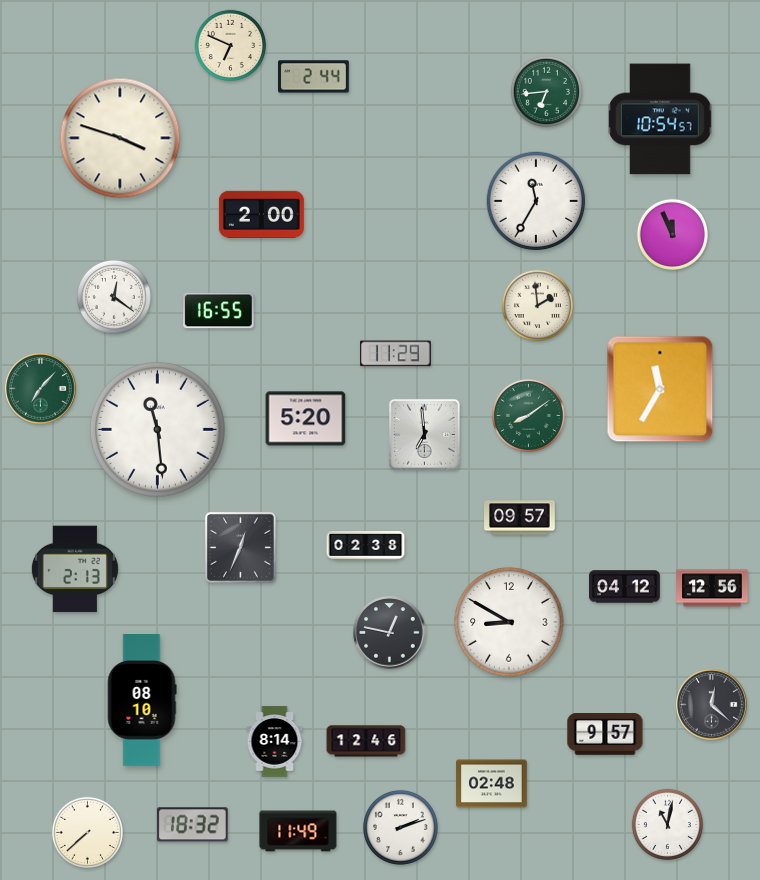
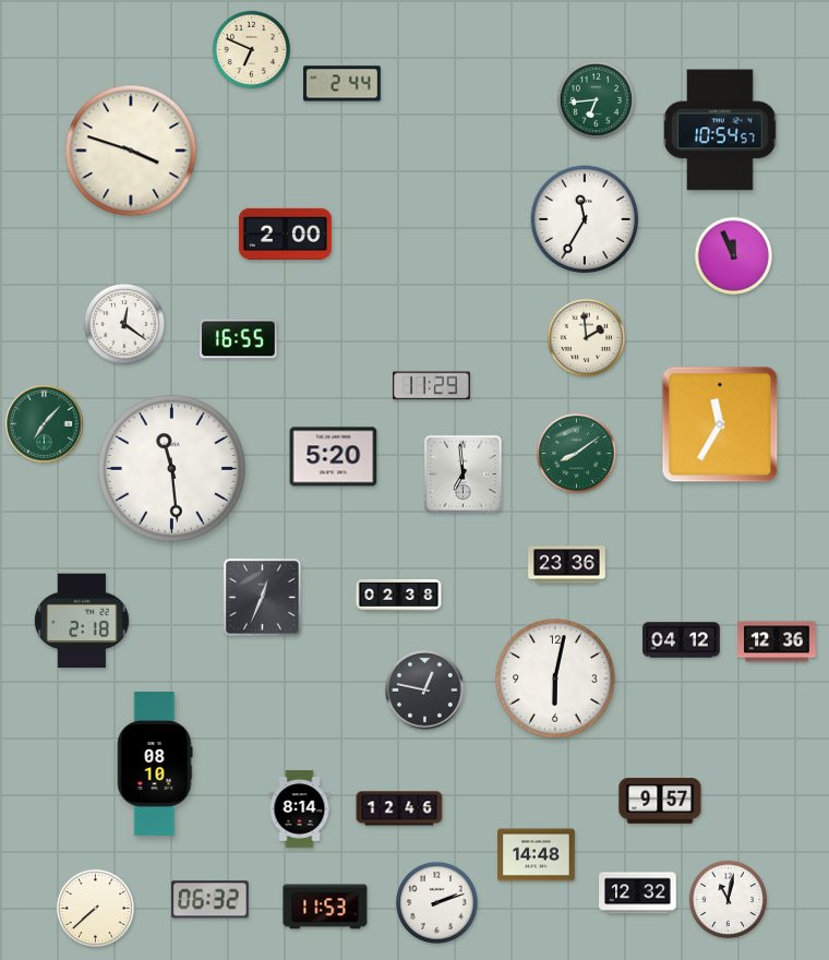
clock at (537, 305) position: (537, 305) -> (586, 337)
clock at (520, 518): 09:57 -> 23:36
clock at (75, 569): 2:13 -> 2:18
clock at (712, 588): 12:56 -> 12:36
clock at (509, 622): 8:50 -> 6:02
clock at (712, 705): 12:22 -> none
clock at (492, 784): 02:48 -> 14:48
clock at (638, 893): none -> 12:32
clock at (192, 825): 18:32 -> 06:32
clock at (298, 831): 11:49 -> 11:53
